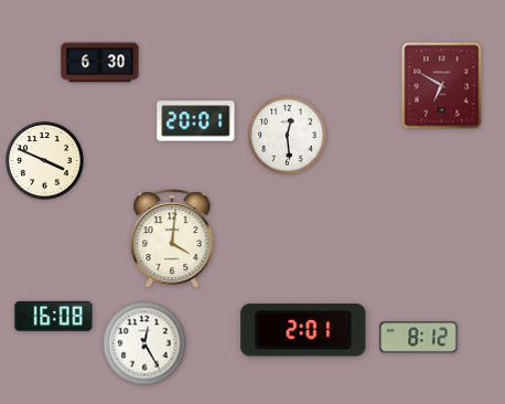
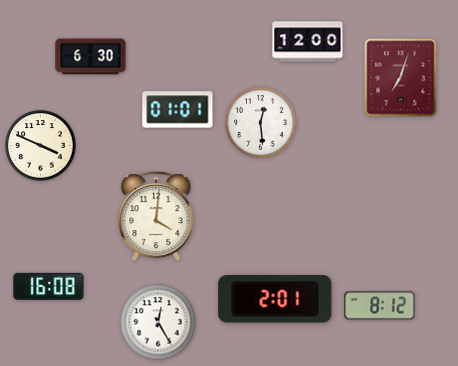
clock at (308, 42): none -> 12:00
clock at (442, 86): 6:50 -> 7:03
clock at (196, 121): 20:01 -> 01:01
clock at (144, 343) position: (144, 343) -> (158, 322)
